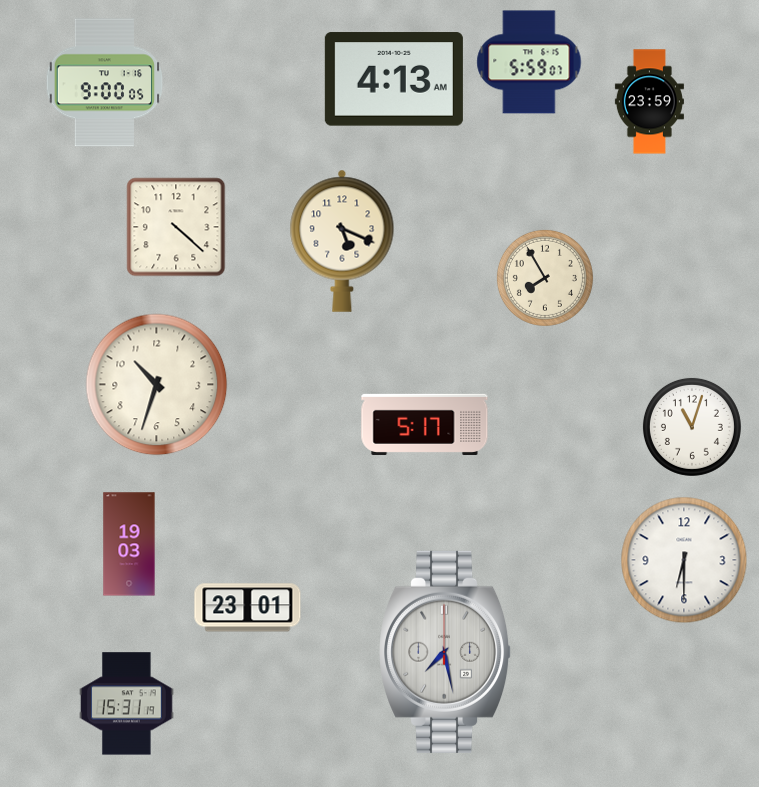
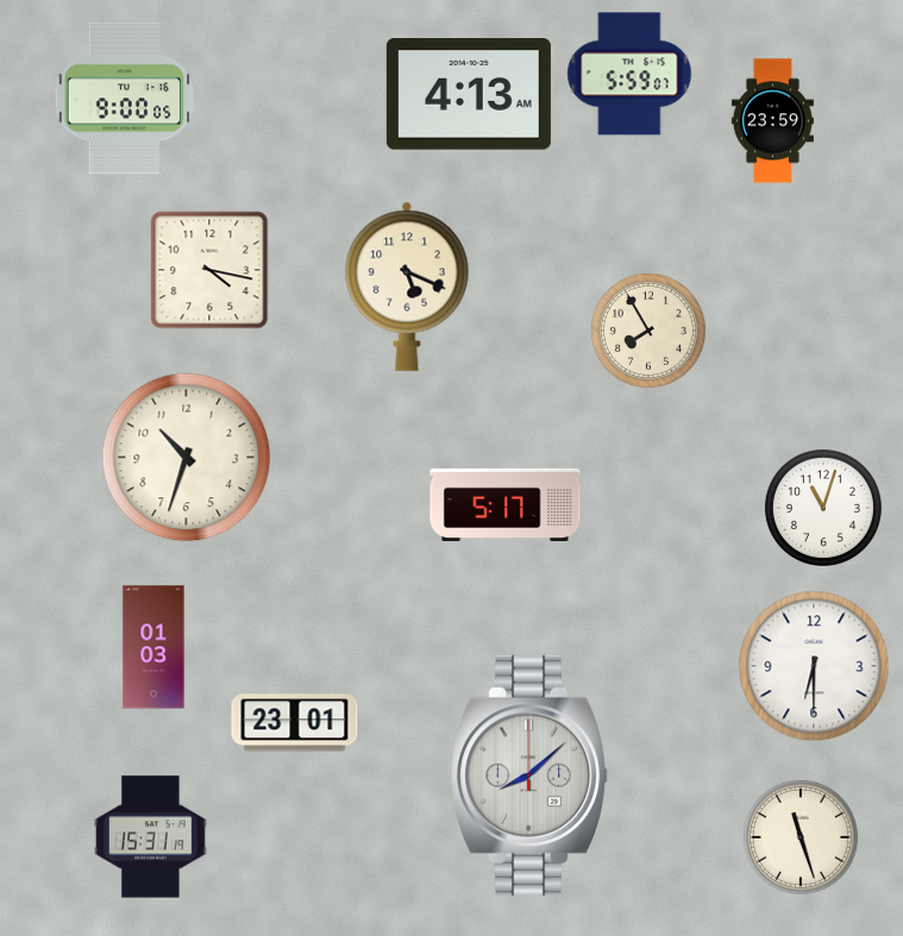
clock at (176, 227): 4:22 -> 4:17
clock at (129, 544): 19:03 -> 01:03
clock at (446, 652): 7:28 -> 8:08
clock at (801, 837): none -> 11:27
